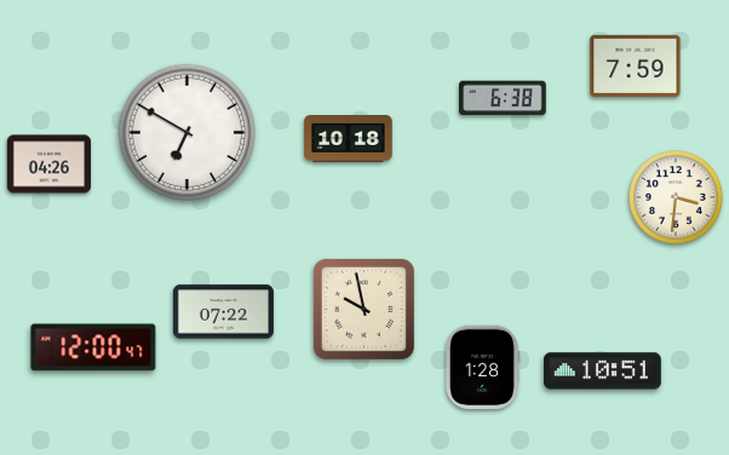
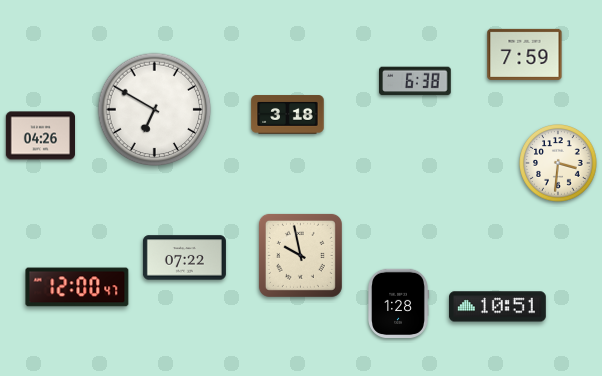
clock at (349, 139): 10:18 -> 3:18
